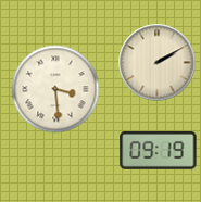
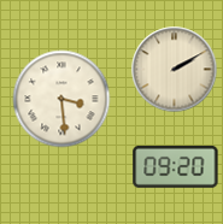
clock at (159, 150): 09:19 -> 09:20
